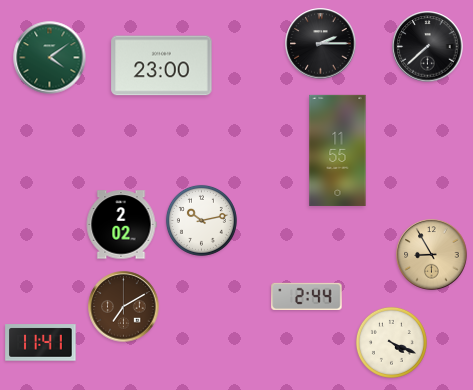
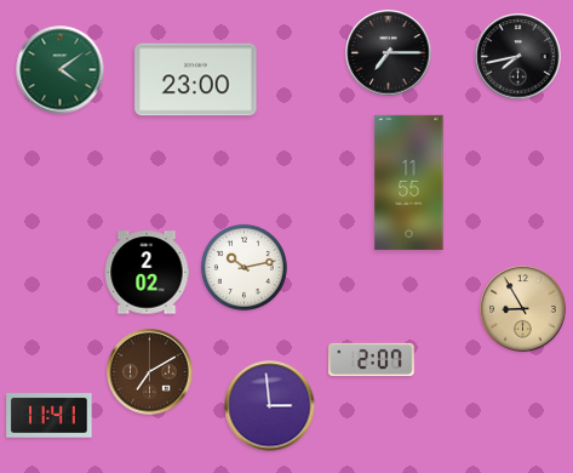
clock at (321, 44): 2:15 -> 7:15
clock at (428, 47): 7:38 -> 7:43
clock at (307, 296): 2:44 -> 2:07
clock at (270, 406): none -> 2:59
clock at (391, 342): 4:19 -> none
